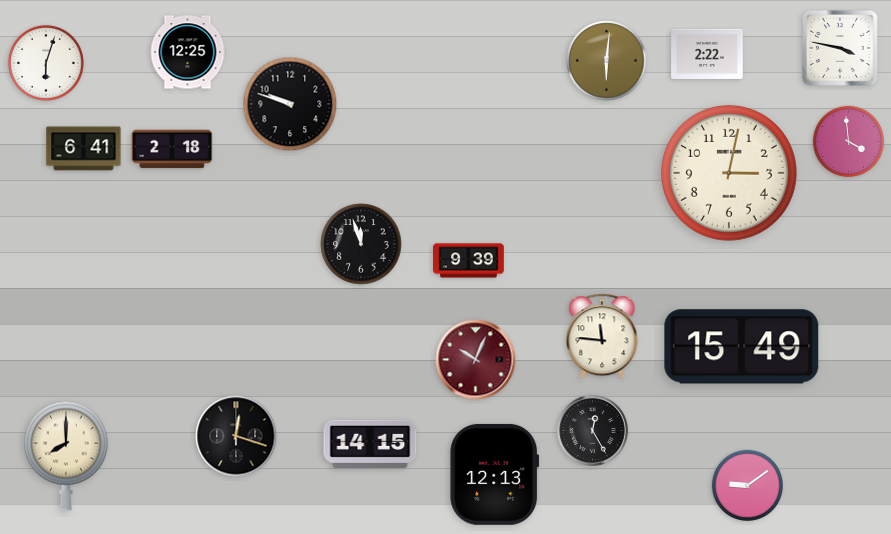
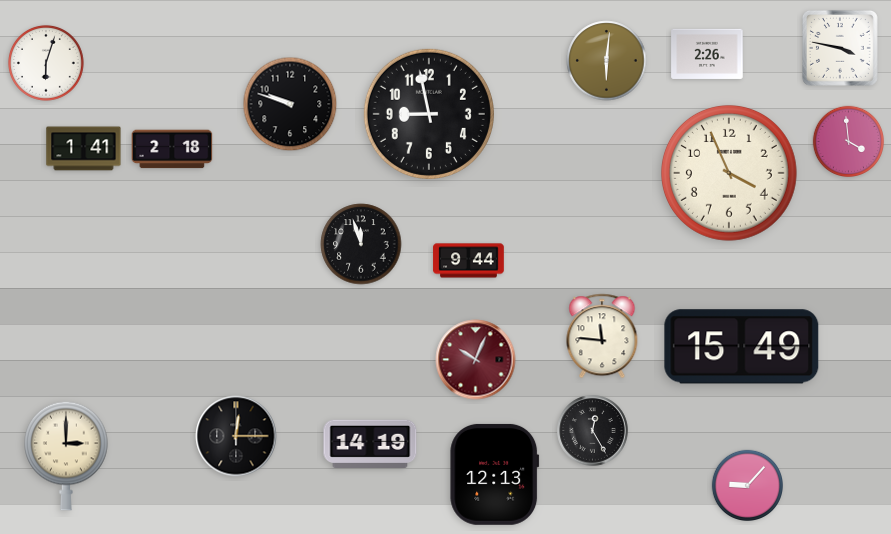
clock at (188, 52): 12:25 -> none
clock at (707, 54): 2:22 -> 2:26
clock at (429, 114): none -> 8:58
clock at (84, 149): 6:41 -> 1:41
clock at (729, 173): 3:02 -> 3:56
clock at (469, 261): 9:39 -> 9:44
clock at (236, 436): 12:18 -> 12:15
clock at (370, 443): 14:15 -> 14:19
clock at (66, 456): 8:00 -> 3:00
clock at (747, 485): 9:09 -> 9:07
